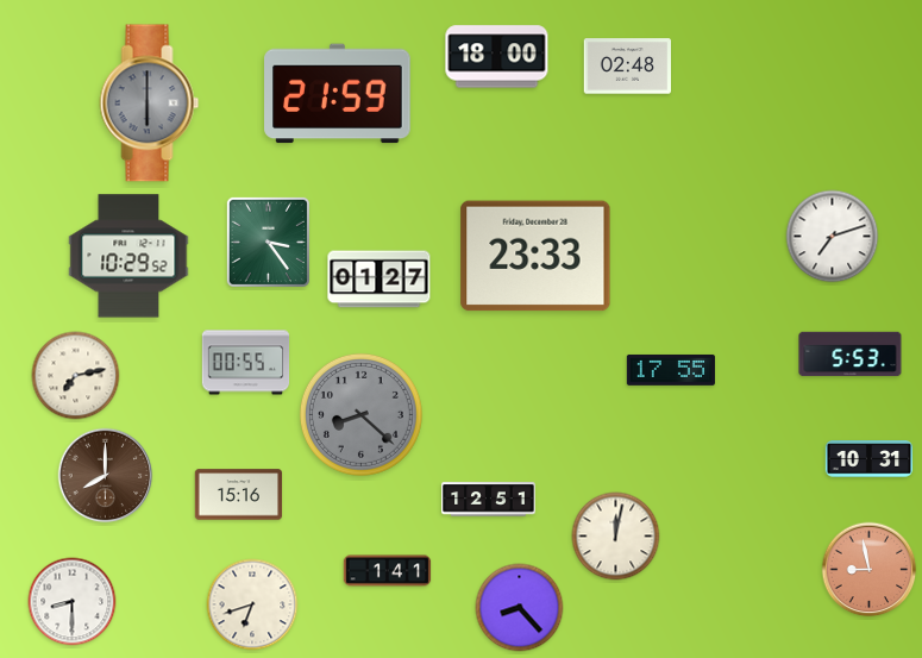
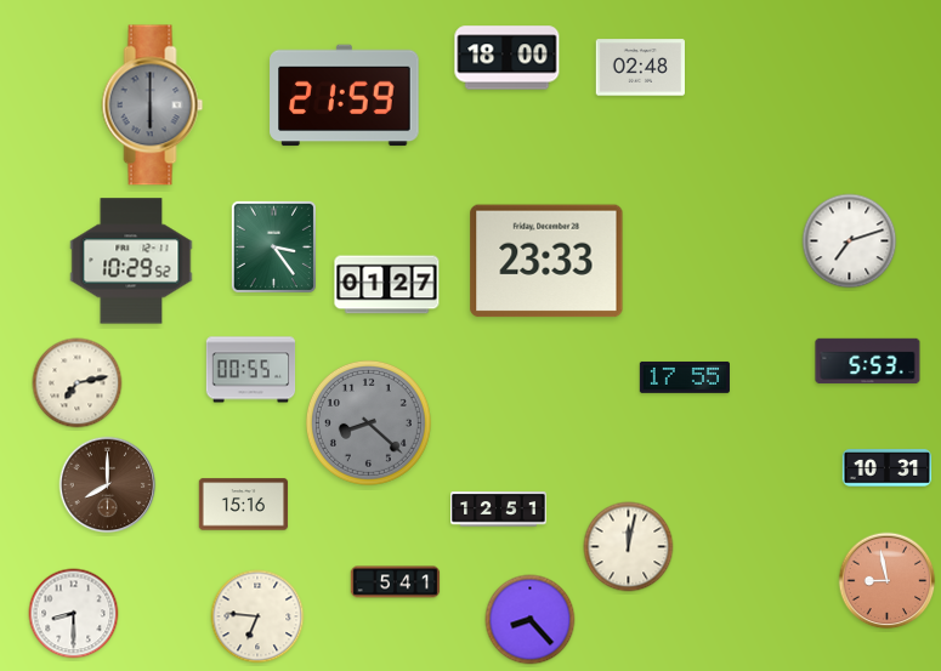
clock at (388, 571): 1:41 -> 5:41
clock at (252, 604): 6:42 -> 6:46
